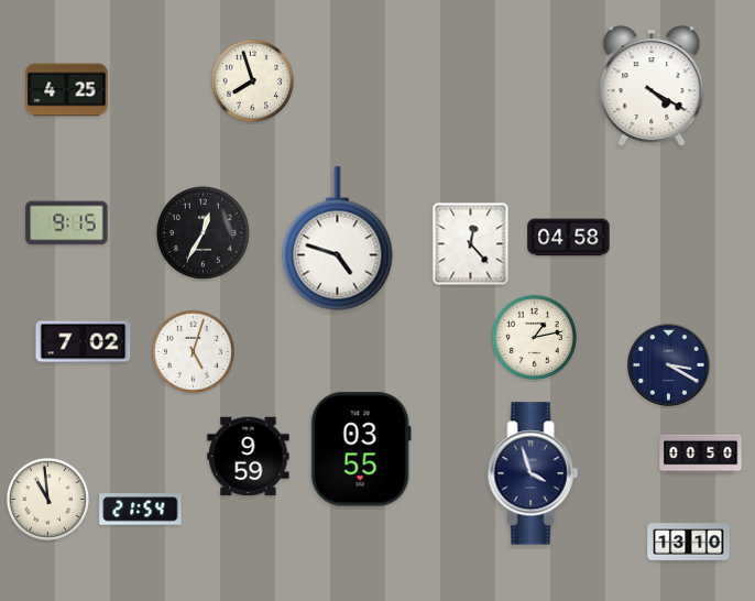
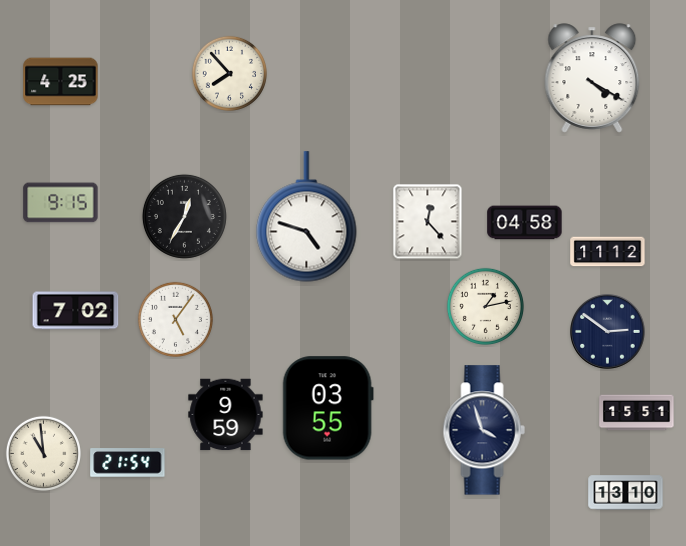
clock at (252, 80): 7:57 -> 7:53
clock at (203, 232) position: (203, 232) -> (184, 216)
clock at (569, 238) position: (569, 238) -> (525, 223)
clock at (608, 252): none -> 11:12
clock at (193, 351): 5:03 -> 5:06
clock at (669, 365): 3:20 -> 2:51
clock at (701, 455): 00:50 -> 15:51
